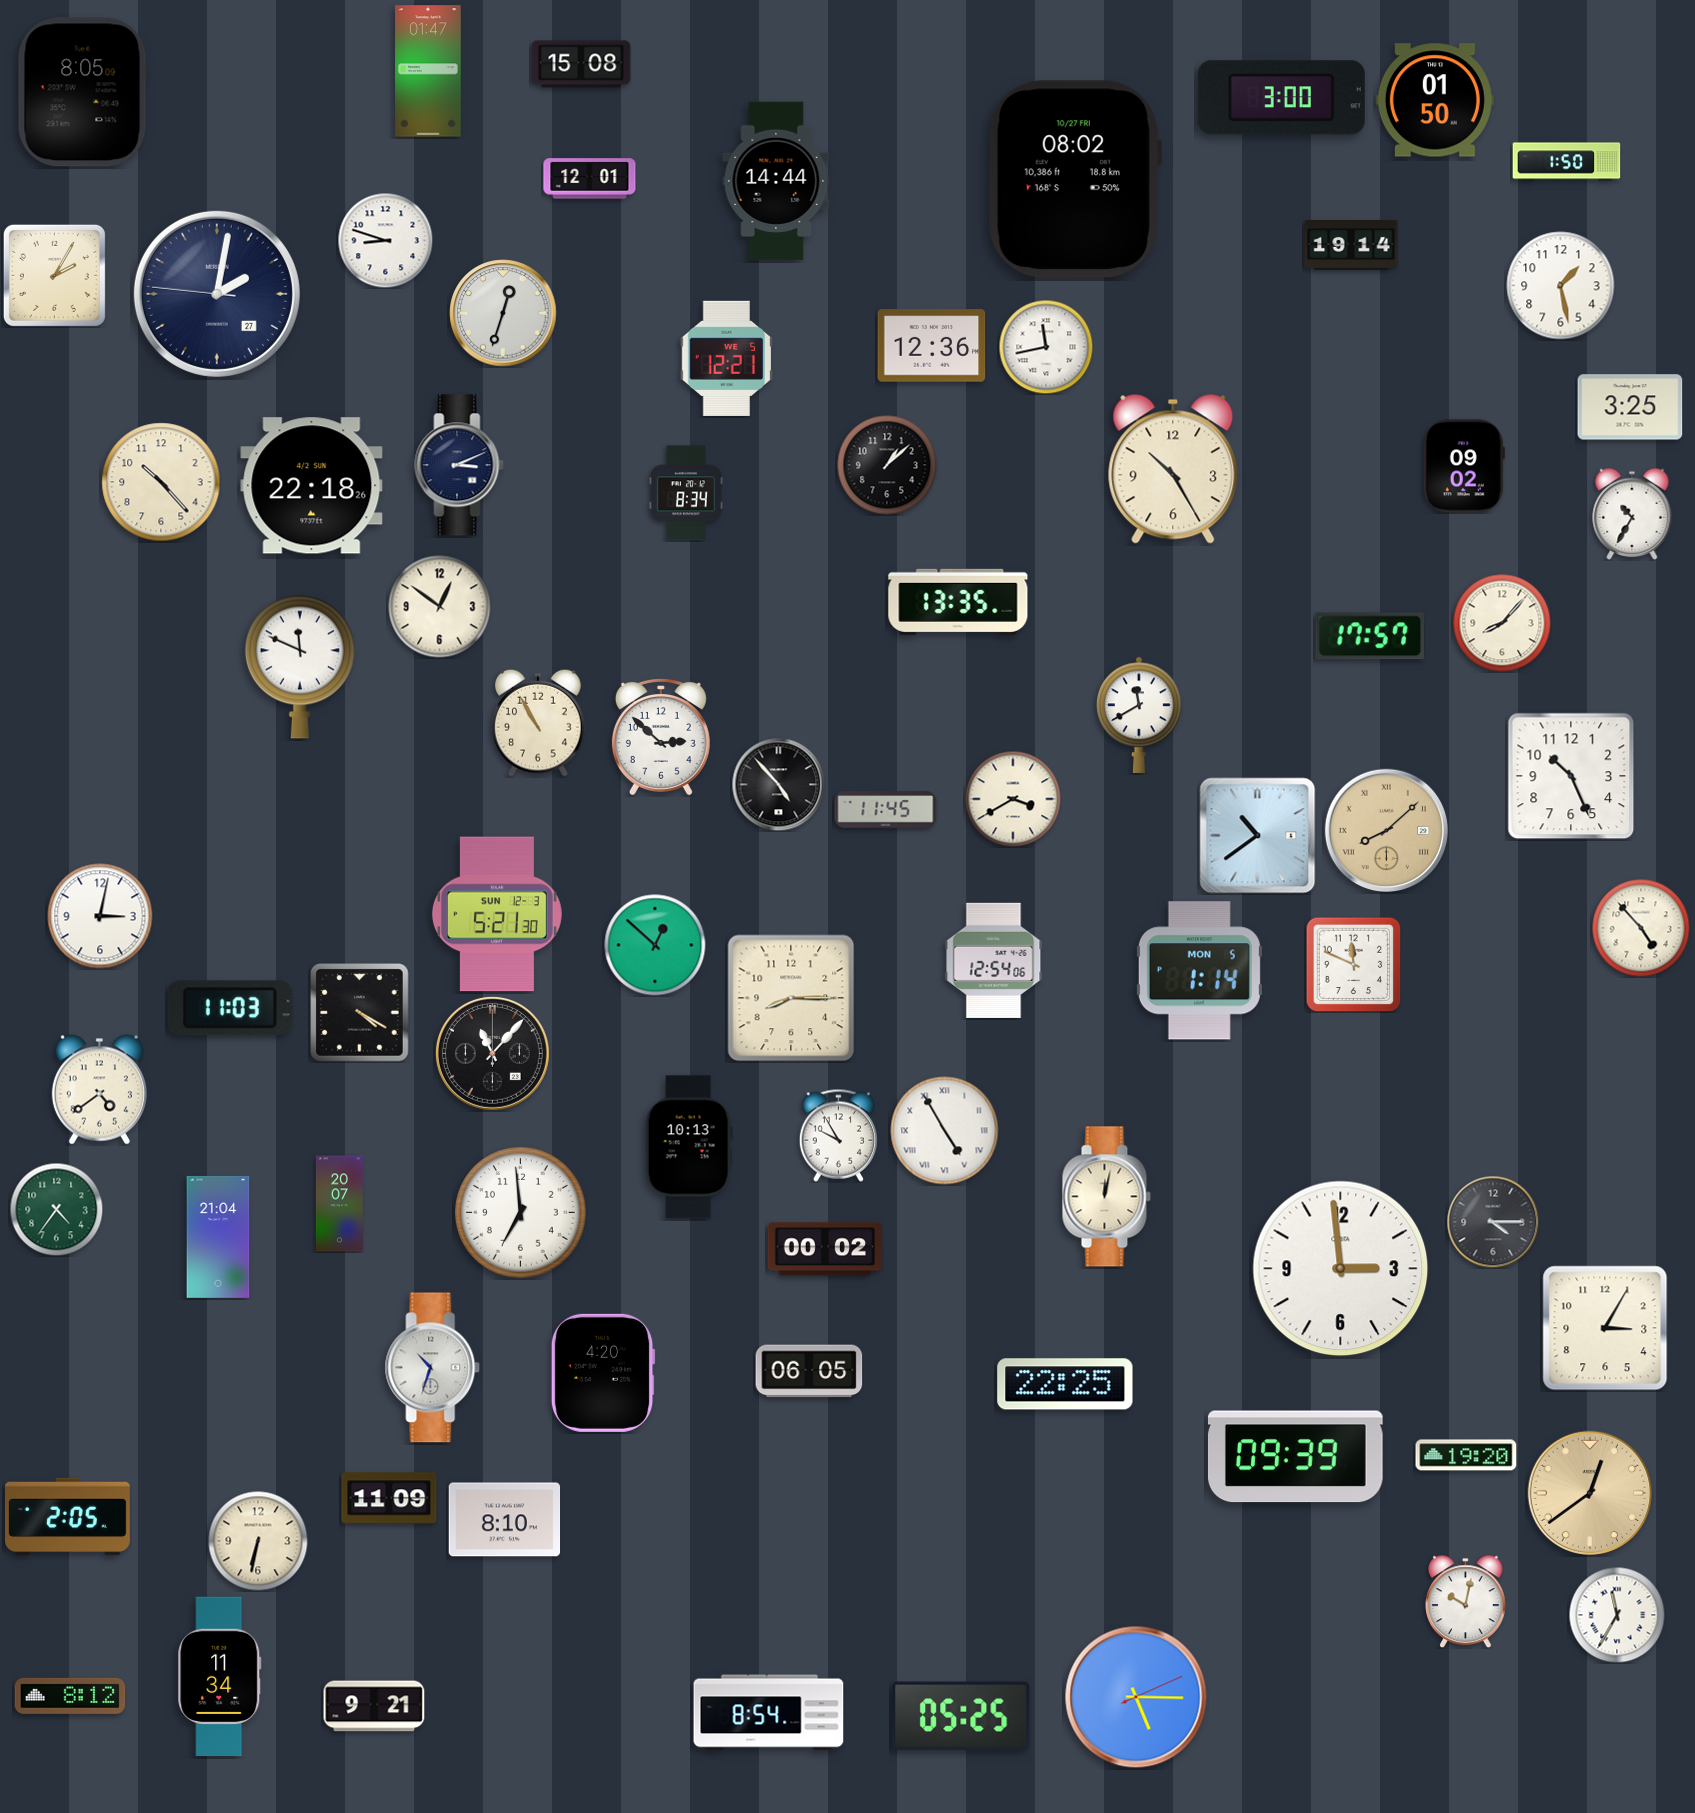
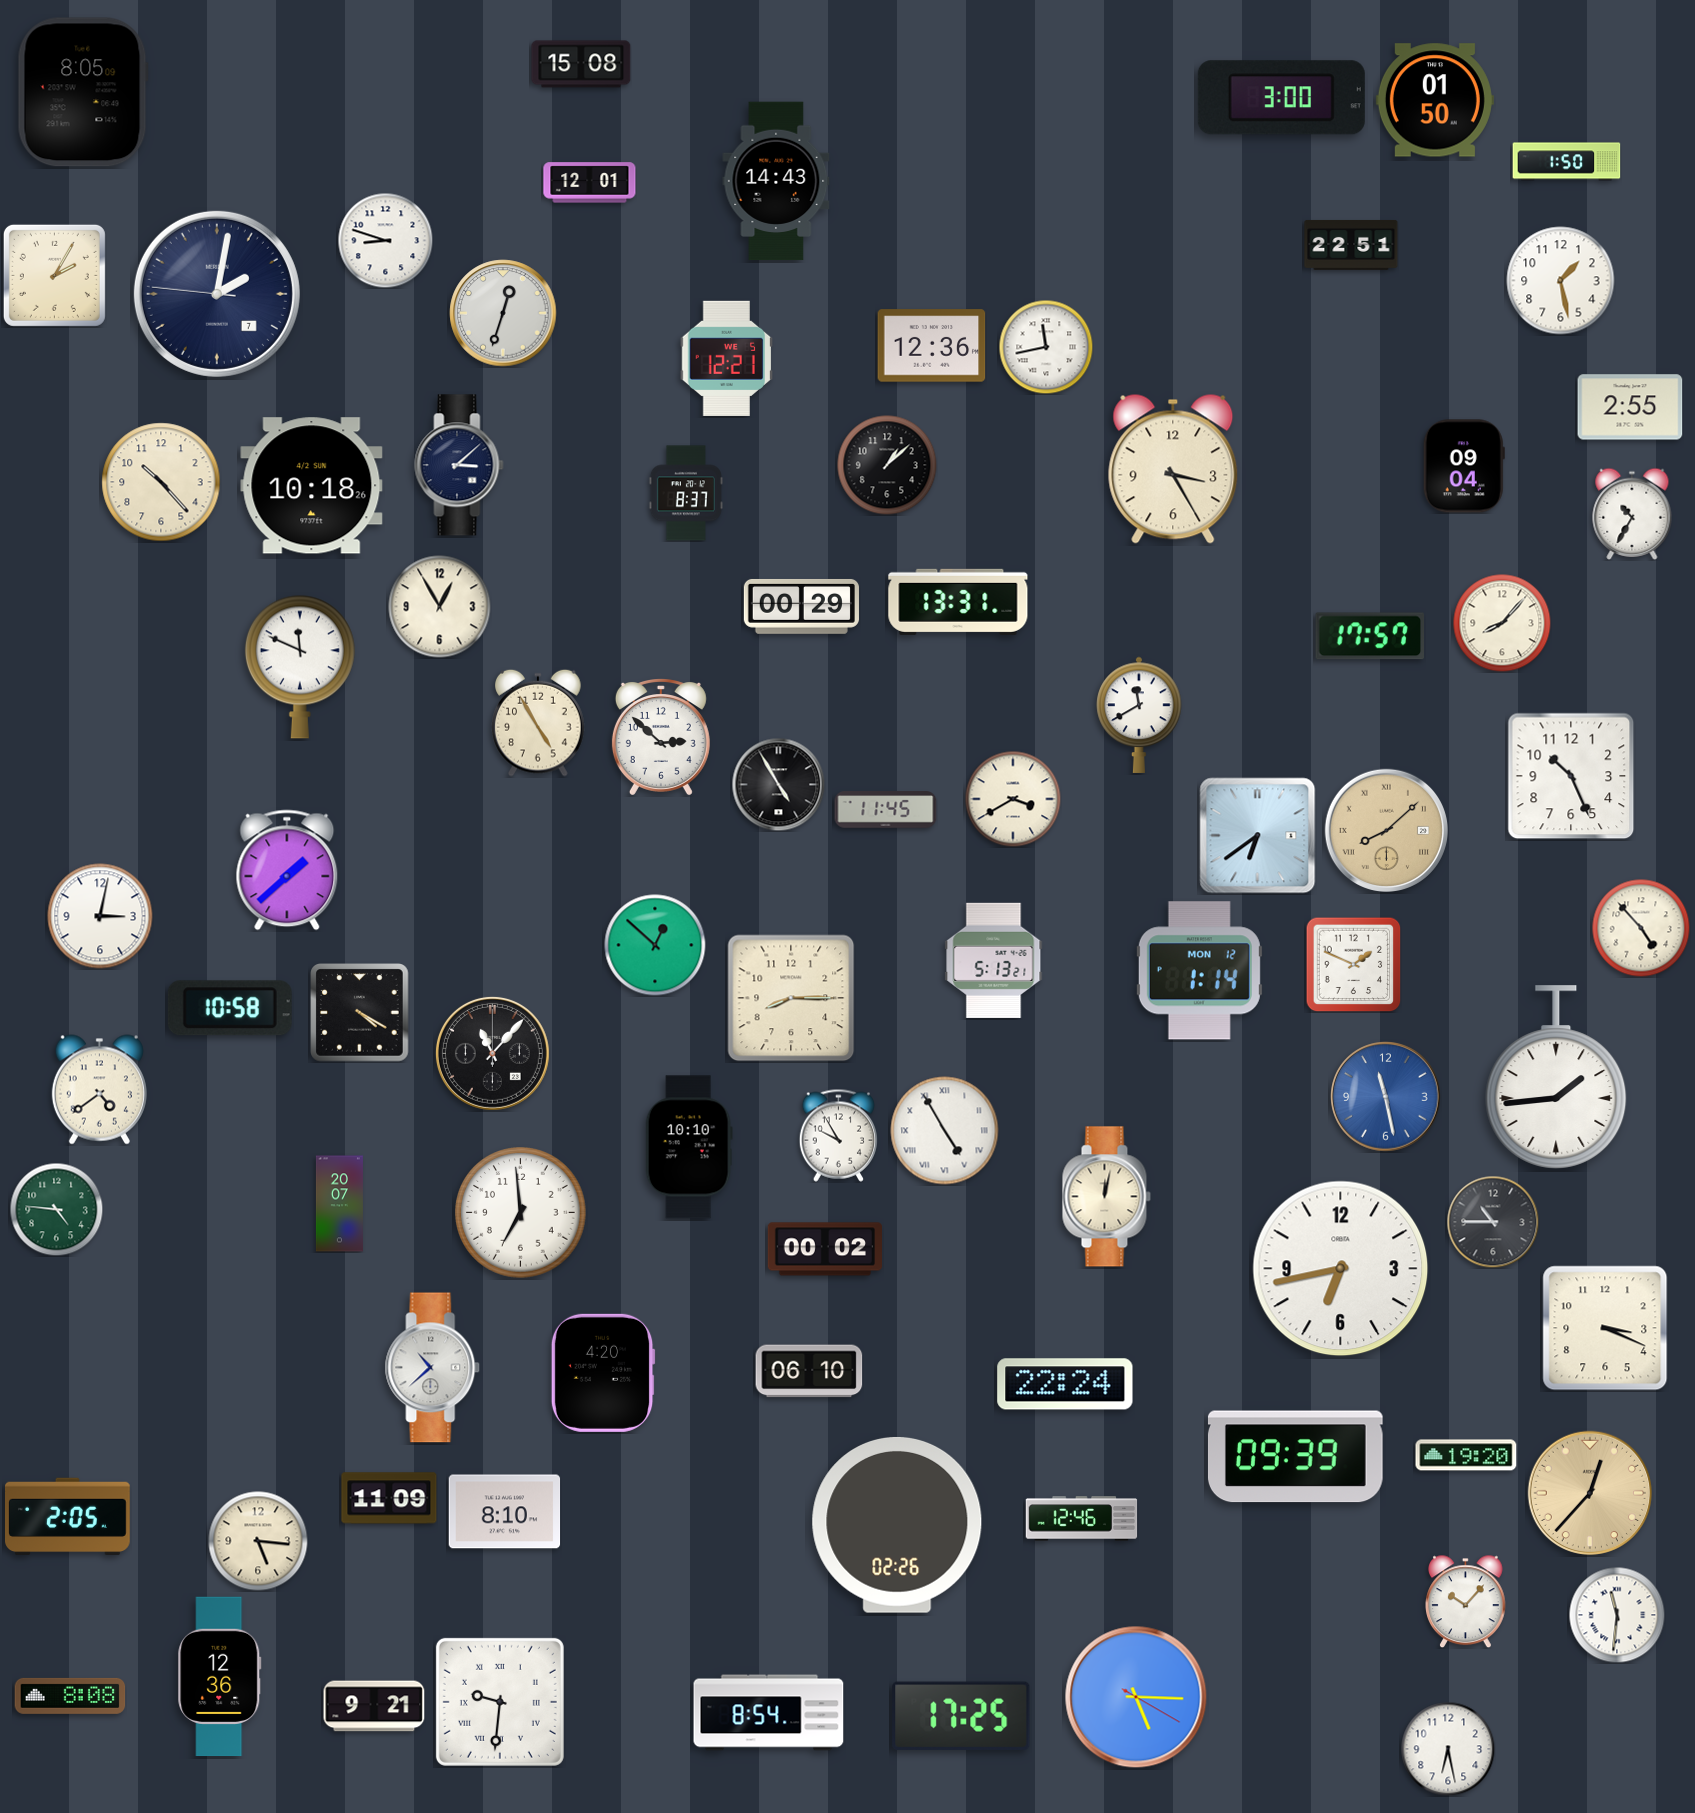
clock at (428, 71): 01:47 -> none
clock at (590, 179) position: (590, 179) -> (590, 183)
clock at (1074, 179): 08:02 -> none
clock at (776, 181): 14:44 -> 14:43
clock at (1351, 245): 19:14 -> 22:51
clock at (1561, 286) position: (1561, 286) -> (1561, 281)
clock at (217, 294) date: 27 -> 7
clock at (1630, 407): 3:25 -> 2:55
clock at (459, 465): 3:11 -> 3:08
clock at (1464, 466): 09:02 -> 09:04
clock at (1173, 469): 10:25 -> 3:25
clock at (312, 486): 22:18 -> 10:18
clock at (686, 493): 8:34 -> 8:37
clock at (958, 602): 13:35 -> 13:31
clock at (801, 606): none -> 00:29
clock at (440, 607): 12:51 -> 12:55
clock at (538, 723): 10:55 -> 4:55
clock at (778, 784): 4:53 -> 4:55
clock at (1258, 836): 10:39 -> 6:39
clock at (287, 870): none -> 1:38
clock at (497, 914): 5:21 -> none
clock at (994, 960): 12:54 -> 5:13
clock at (1353, 964): 11:49 -> 1:49
clock at (1199, 971) date: MON 5 -> MON 12
clock at (230, 1008): 11:03 -> 10:58
clock at (1556, 1077): none -> 1:44
clock at (1386, 1097): none -> 11:28
clock at (689, 1147): 10:13 -> 10:10
clock at (56, 1209): 4:36 -> 4:46
clock at (1493, 1222): 4:15 -> 10:45
clock at (218, 1237): 21:04 -> none
clock at (1341, 1269): 2:59 -> 6:43
clock at (1605, 1328): 3:05 -> 3:19
clock at (433, 1368): 10:33 -> 10:38
clock at (809, 1371): 06:05 -> 06:10
clock at (1065, 1384): 22:25 -> 22:24
clock at (1589, 1492): 12:39 -> 12:37
clock at (1082, 1519): none -> 12:46
clock at (505, 1520) position: (505, 1520) -> (505, 1512)
clock at (897, 1525): none -> 02:26
clock at (258, 1541): 6:32 -> 5:16
clock at (1466, 1601): 10:02 -> 10:07
clock at (1617, 1615): 11:35 -> 11:31
clock at (220, 1677): 11:34 -> 12:36
clock at (70, 1696): 8:12 -> 8:08
clock at (1136, 1697): 5:15:11 -> 5:15:20
clock at (500, 1702): none -> 9:31
clock at (961, 1716): 05:25 -> 17:25
clock at (1448, 1749): none -> 6:28
